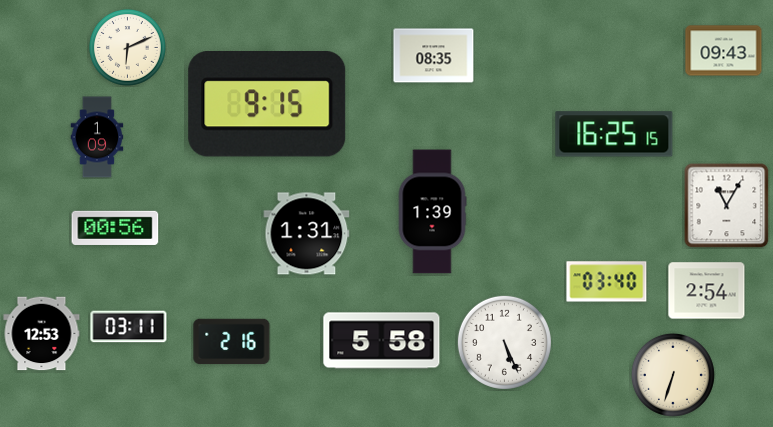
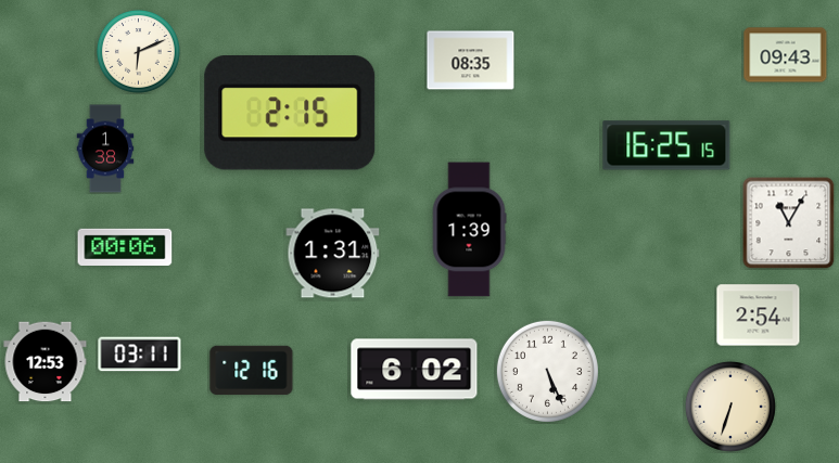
clock at (267, 105): 9:15 -> 2:15
clock at (97, 137): 1:09 -> 1:38
clock at (115, 228): 00:56 -> 00:06
clock at (607, 282): 03:40 -> none
clock at (707, 291) position: (707, 291) -> (759, 316)
clock at (382, 341): 5:58 -> 6:02
clock at (232, 342): 2:16 -> 12:16
